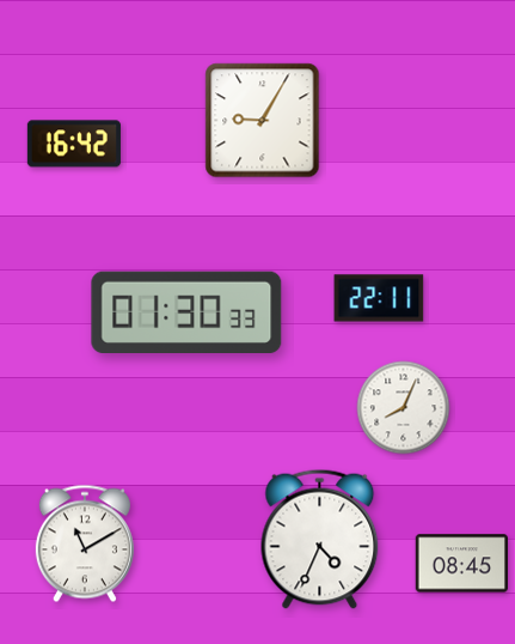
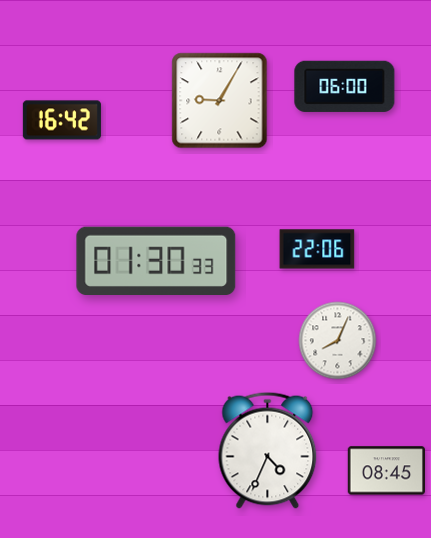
clock at (345, 86): none -> 06:00
clock at (379, 298): 22:11 -> 22:06
clock at (85, 543): 11:10 -> none
